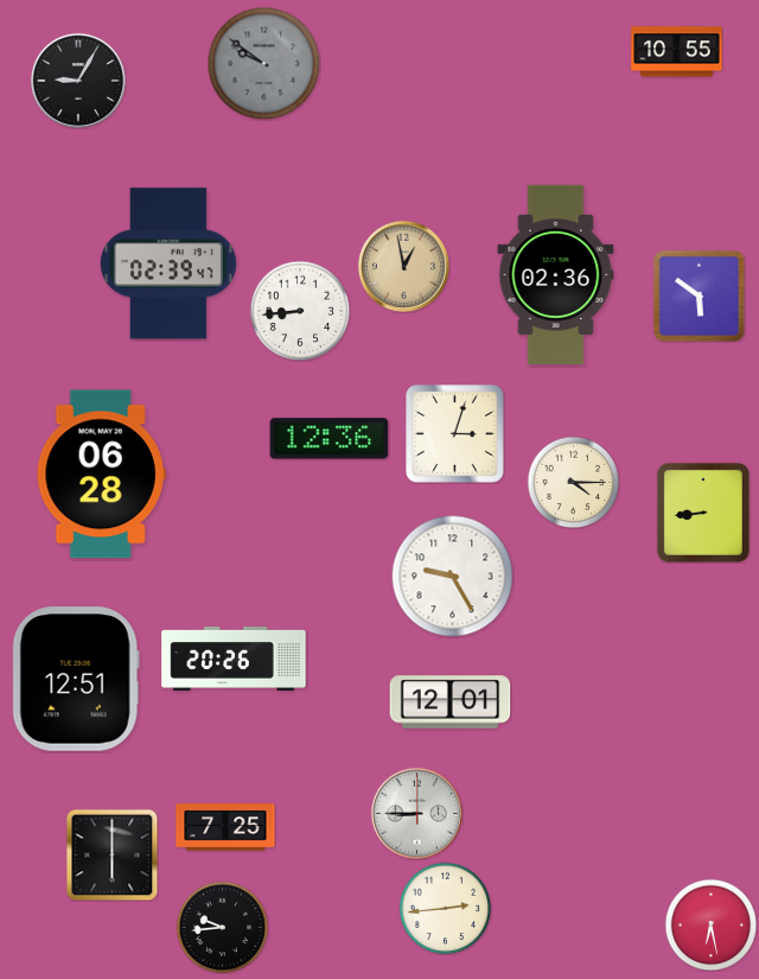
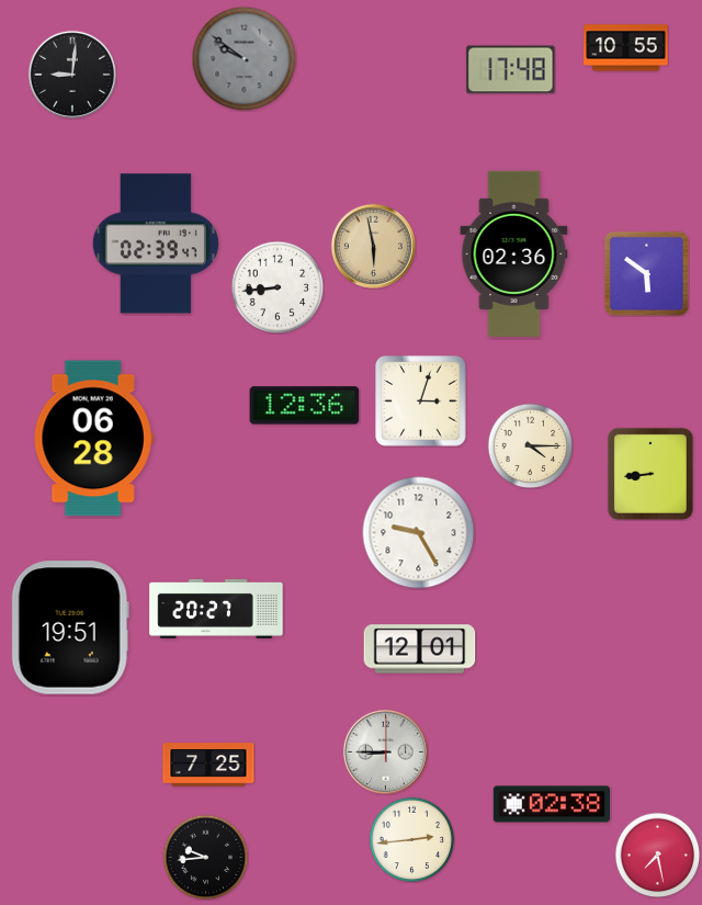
clock at (511, 70): none -> 17:48
clock at (78, 81): 9:05 -> 9:01
clock at (403, 266): 12:58 -> 5:58
clock at (234, 659): 20:26 -> 20:27
clock at (76, 679): 12:51 -> 19:51
clock at (451, 703) position: (451, 703) -> (420, 649)
clock at (111, 854): 6:00 -> none
clock at (552, 804): none -> 02:38
clock at (710, 924): 6:28 -> 7:28
